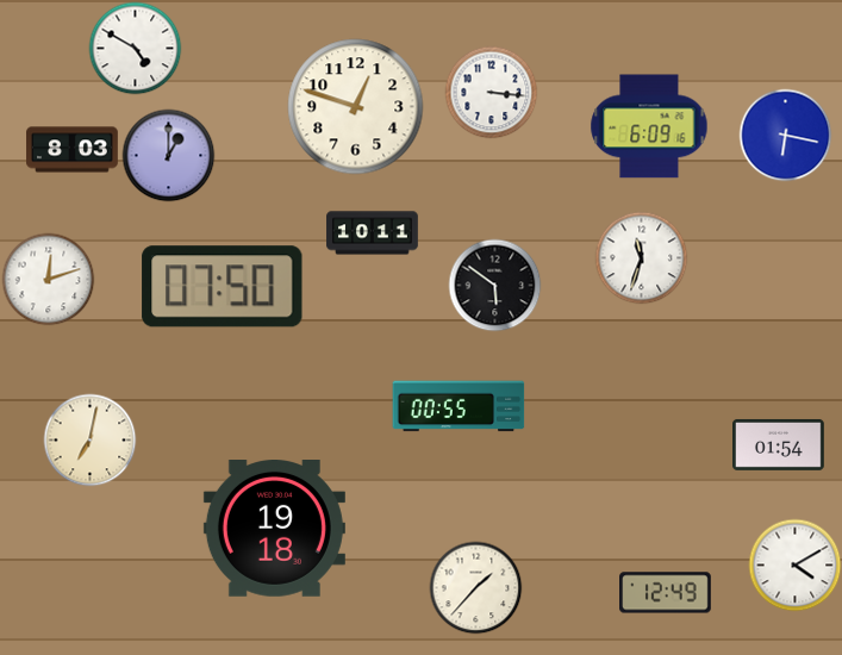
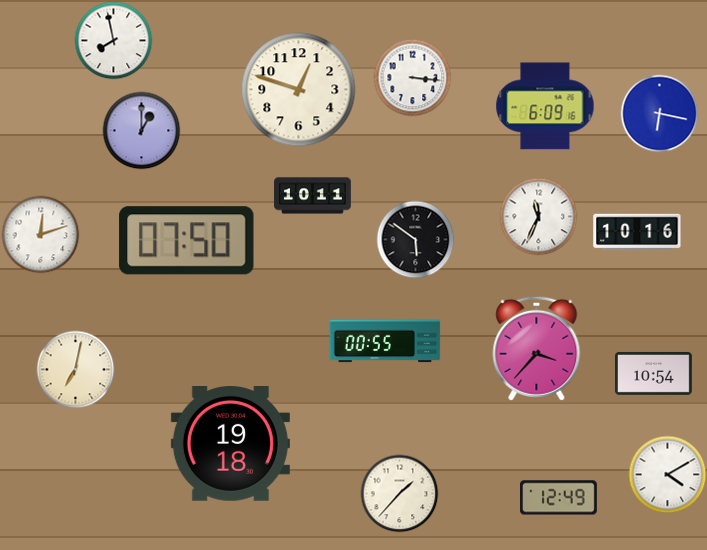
clock at (135, 48): 4:50 -> 7:58
clock at (73, 150): 8:03 -> none
clock at (641, 257): 11:33 -> 11:34
clock at (637, 232): none -> 10:16
clock at (537, 348): none -> 3:37
clock at (779, 444): 01:54 -> 10:54
